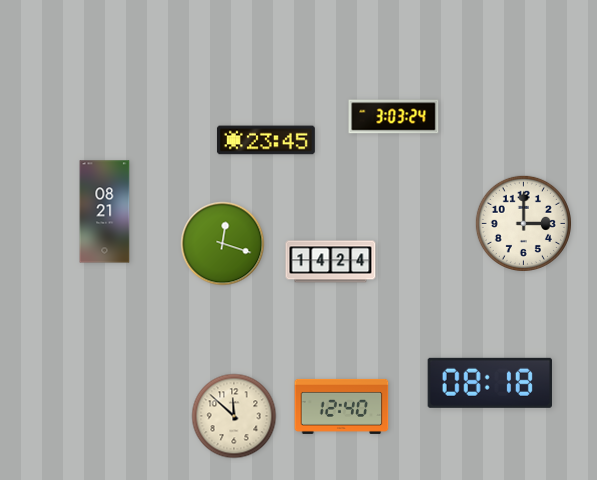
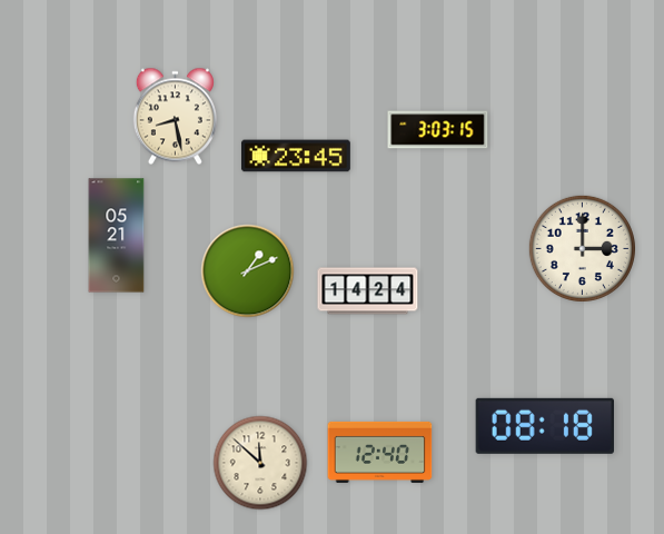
clock at (175, 117): none -> 8:28
clock at (394, 117): 3:03:24 -> 3:03:15
clock at (105, 212): 08:21 -> 05:21
clock at (223, 244): 12:18 -> 1:11
